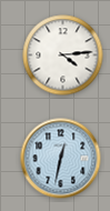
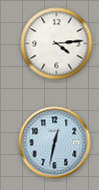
clock at (63, 56) position: (63, 56) -> (57, 44)
